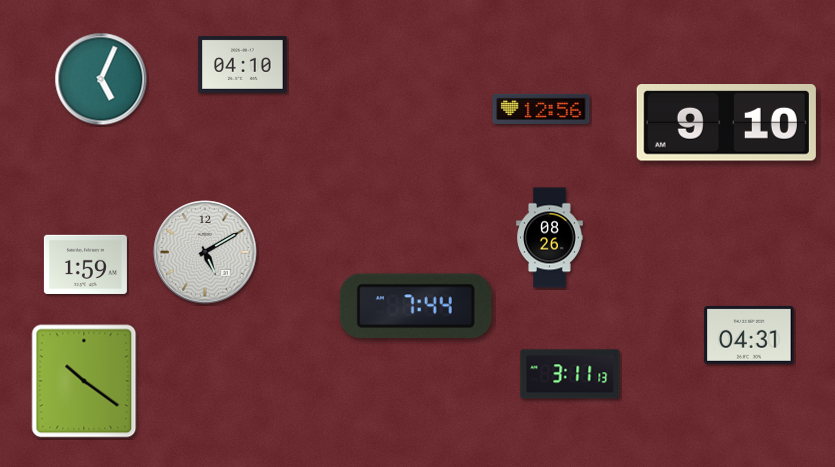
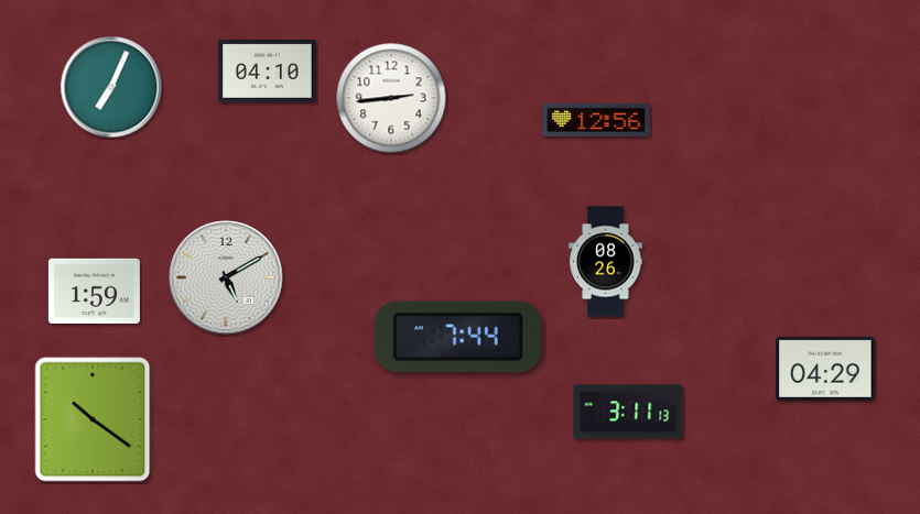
clock at (101, 79): 5:04 -> 7:04
clock at (391, 98): none -> 2:44
clock at (726, 123): 9:10 -> none
clock at (749, 335): 04:31 -> 04:29
